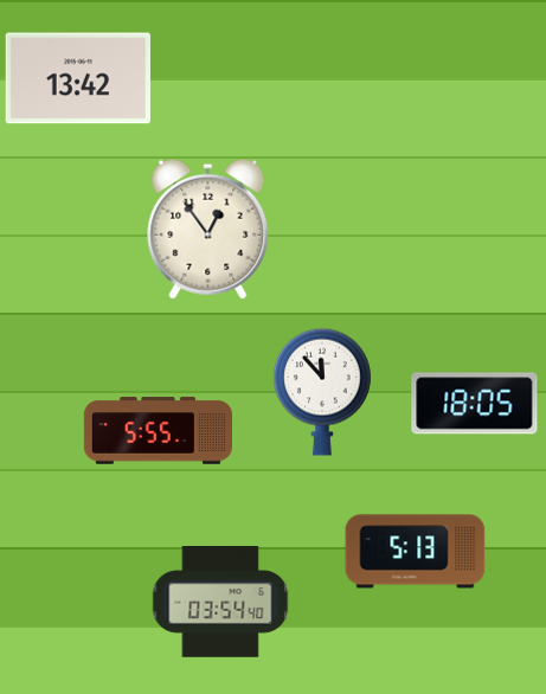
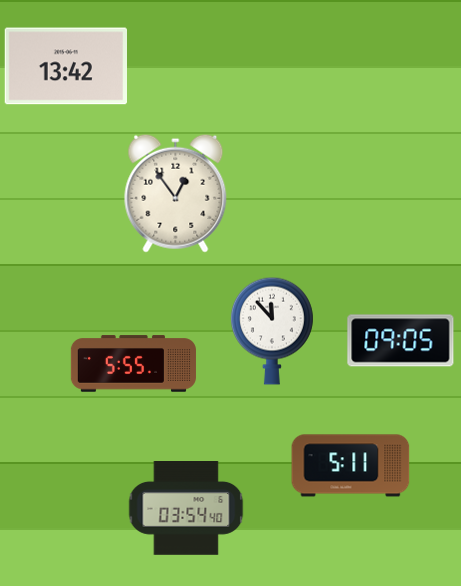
clock at (475, 404): 18:05 -> 09:05
clock at (416, 552): 5:13 -> 5:11
